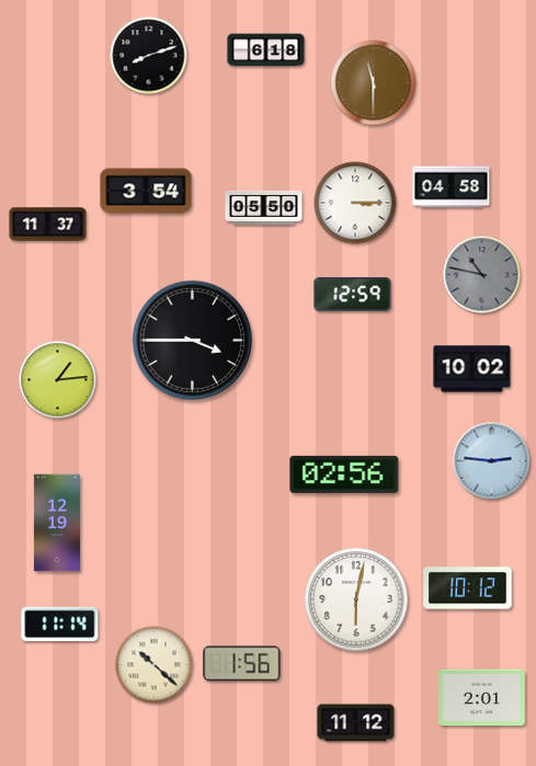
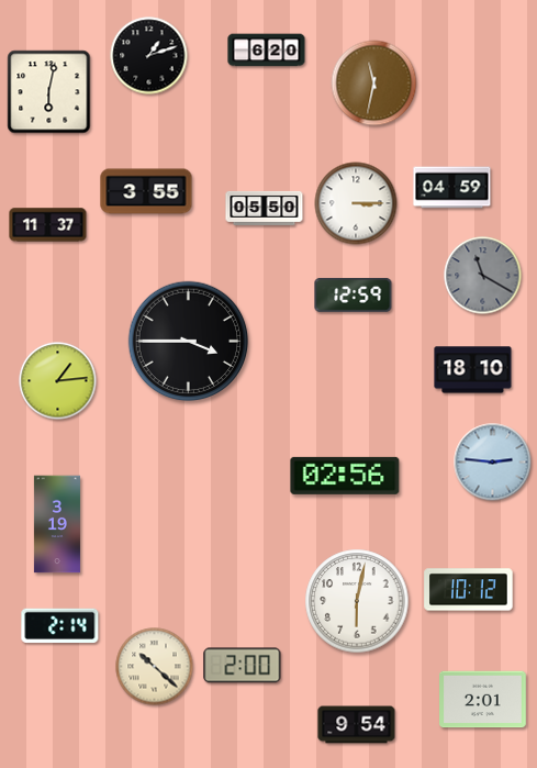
clock at (266, 50): 6:18 -> 6:20
clock at (149, 56): 8:12 -> 1:12
clock at (374, 83): 11:30 -> 11:32
clock at (49, 92): none -> 6:02
clock at (452, 187): 04:58 -> 04:59
clock at (146, 191): 3:54 -> 3:55
clock at (482, 275): 10:47 -> 11:20
clock at (193, 341) position: (193, 341) -> (189, 342)
clock at (472, 369): 10:02 -> 18:10
clock at (57, 523): 12:19 -> 3:19
clock at (60, 624): 11:14 -> 2:14
clock at (242, 664): 1:56 -> 2:00
clock at (356, 723): 11:12 -> 9:54
